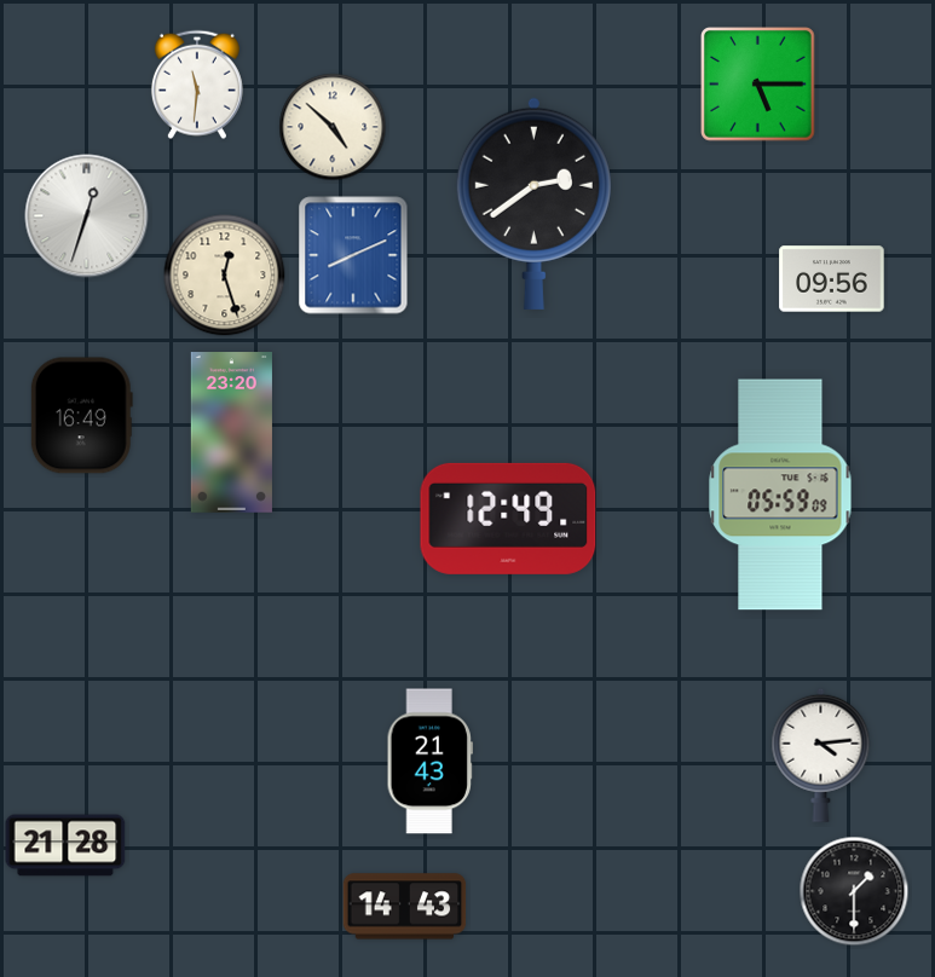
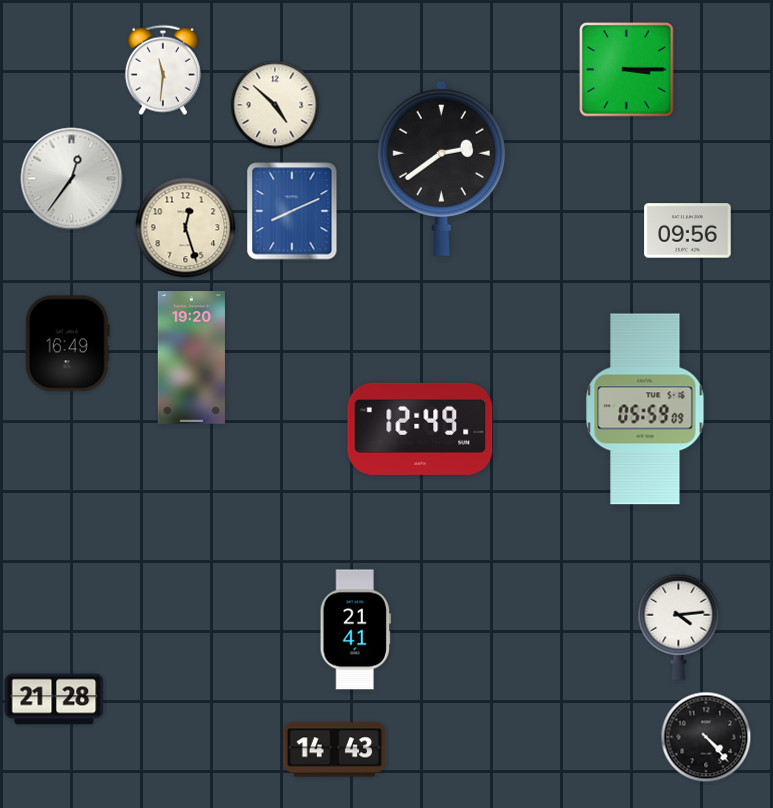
clock at (758, 85): 5:15 -> 3:15
clock at (87, 216): 12:33 -> 12:36
clock at (231, 433): 23:20 -> 19:20
clock at (429, 762): 21:43 -> 21:41
clock at (854, 891): 1:30 -> 4:23
